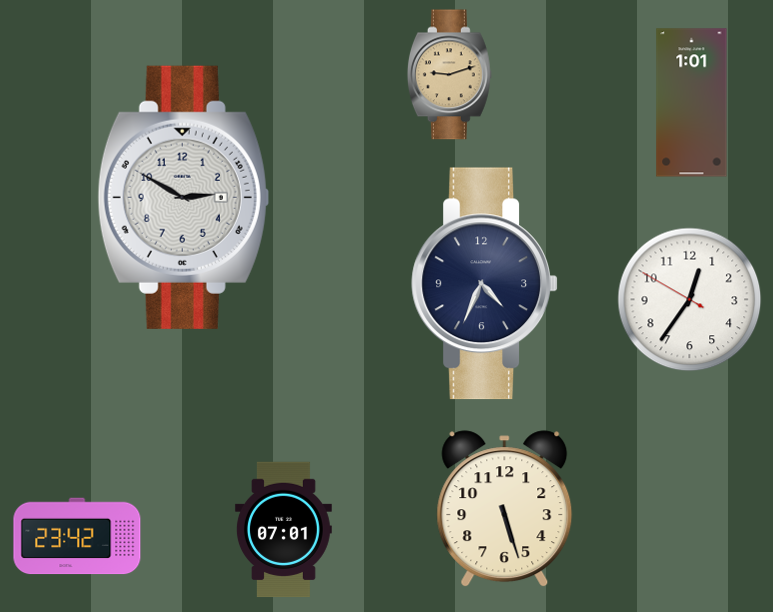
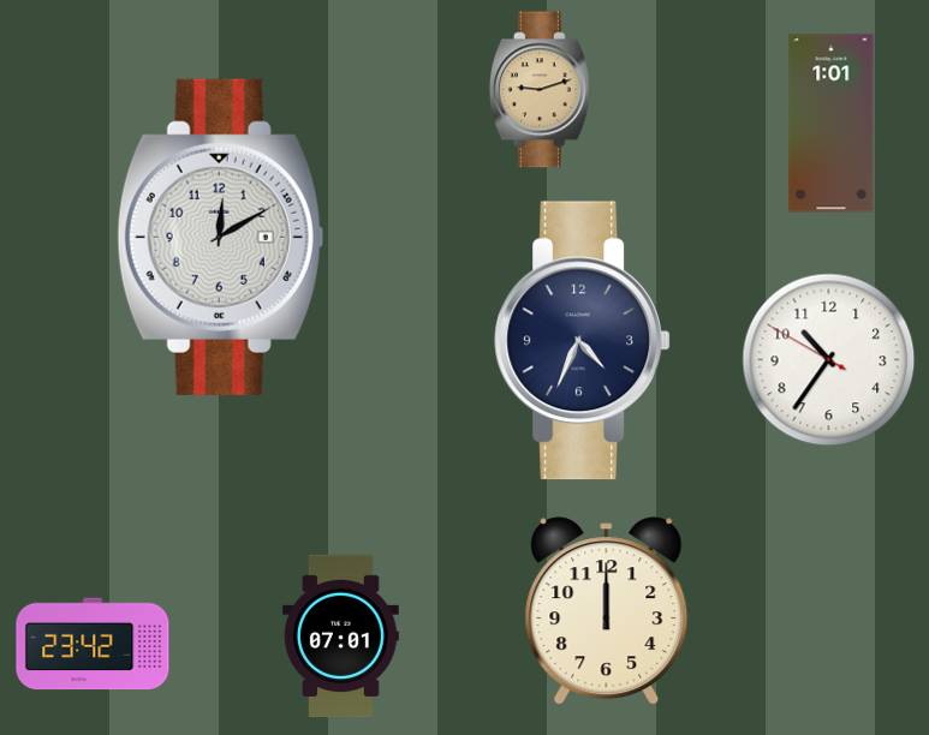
clock at (183, 197): 2:50 -> 12:10
clock at (690, 300): 12:35 -> 10:35
clock at (505, 509): 5:27 -> 12:00
